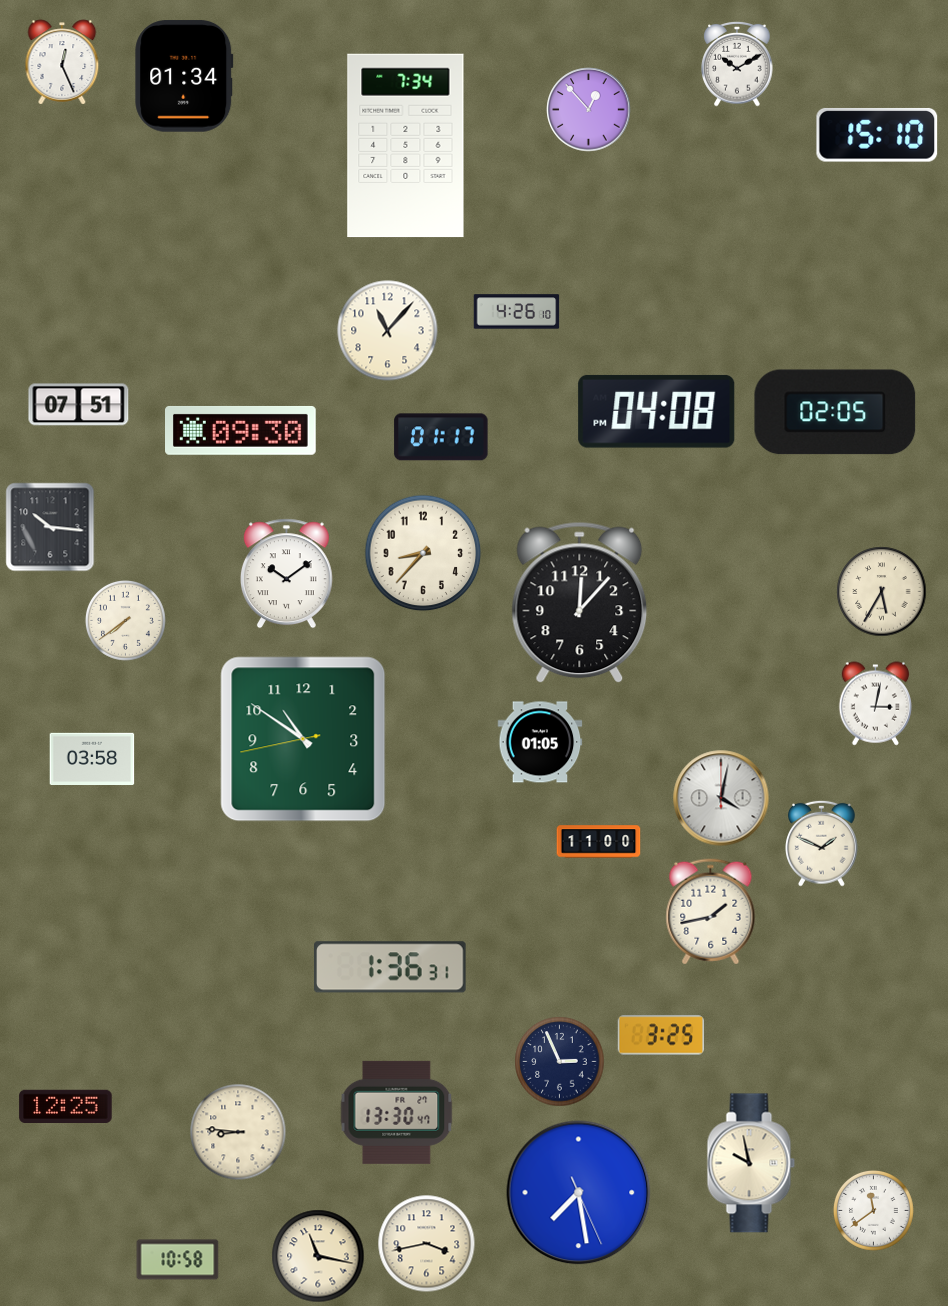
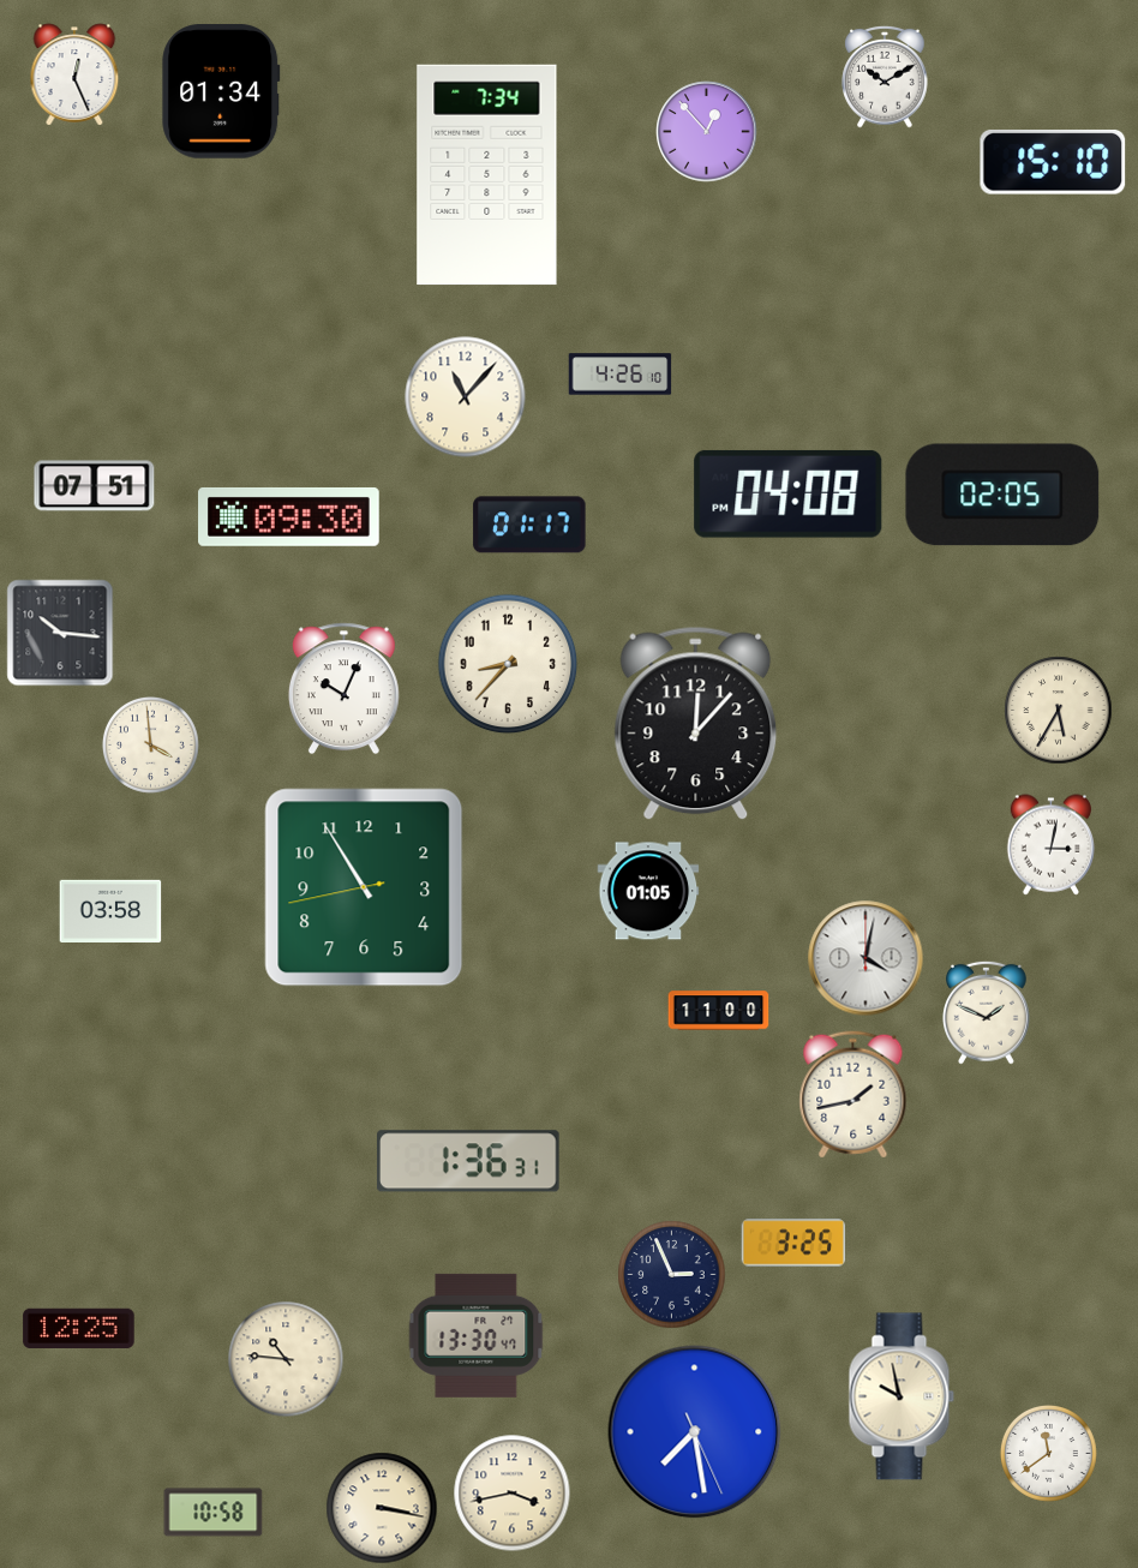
clock at (286, 574): 10:09 -> 10:04
clock at (125, 620): 7:39 -> 3:59
clock at (303, 739): 10:50 -> 10:54
clock at (238, 1132): 8:46 -> 10:46
clock at (318, 1256): 11:17 -> 3:17
